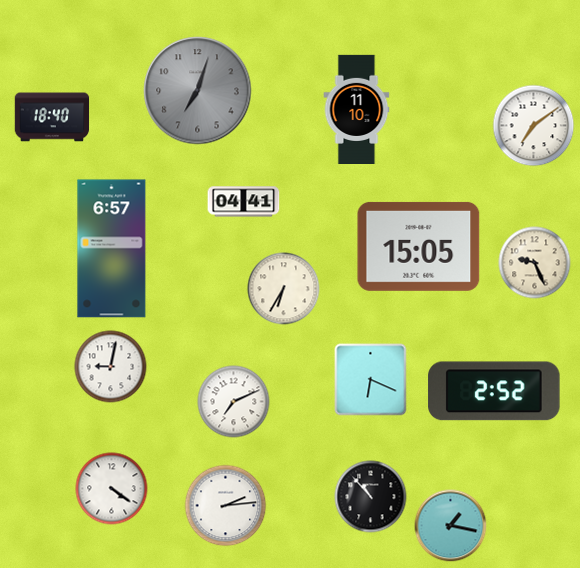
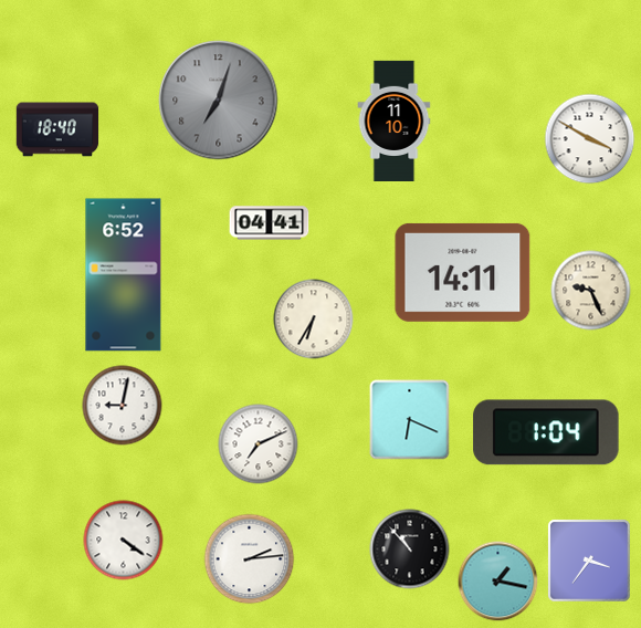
clock at (534, 126): 7:09 -> 3:50
clock at (419, 246): 15:05 -> 14:11
clock at (112, 249): 6:57 -> 6:52
clock at (494, 391): 2:52 -> 1:04
clock at (589, 561): none -> 3:36
